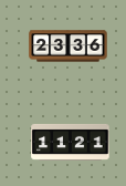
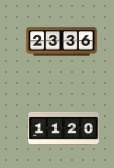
clock at (71, 142): 11:21 -> 11:20
